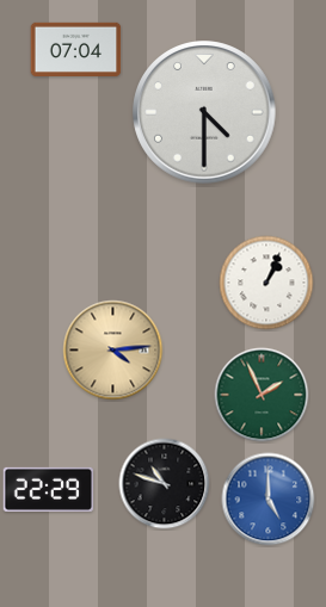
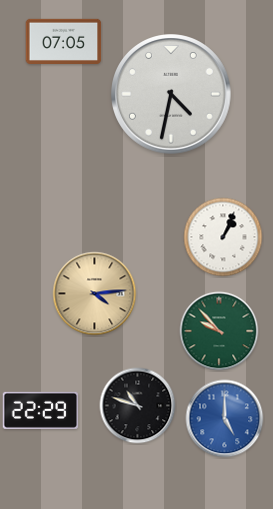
clock at (76, 49): 07:04 -> 07:05
clock at (204, 112): 4:30 -> 4:32
clock at (262, 395): 1:56 -> 9:53
